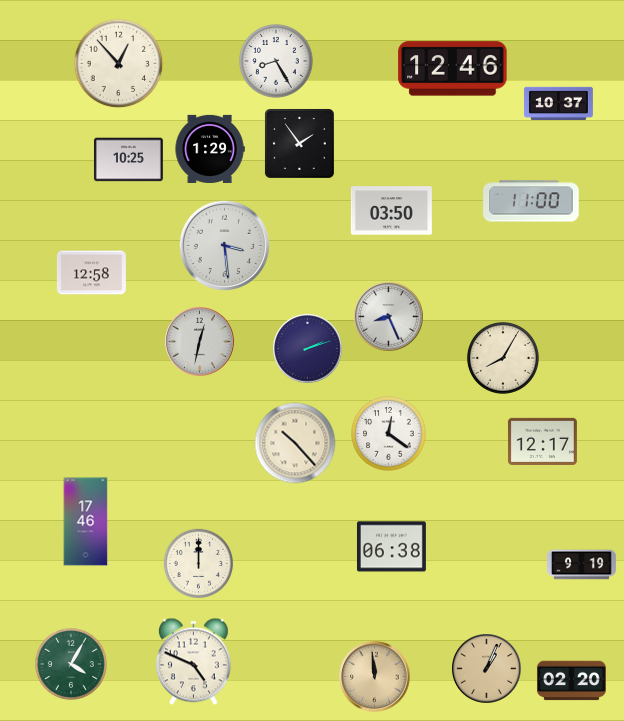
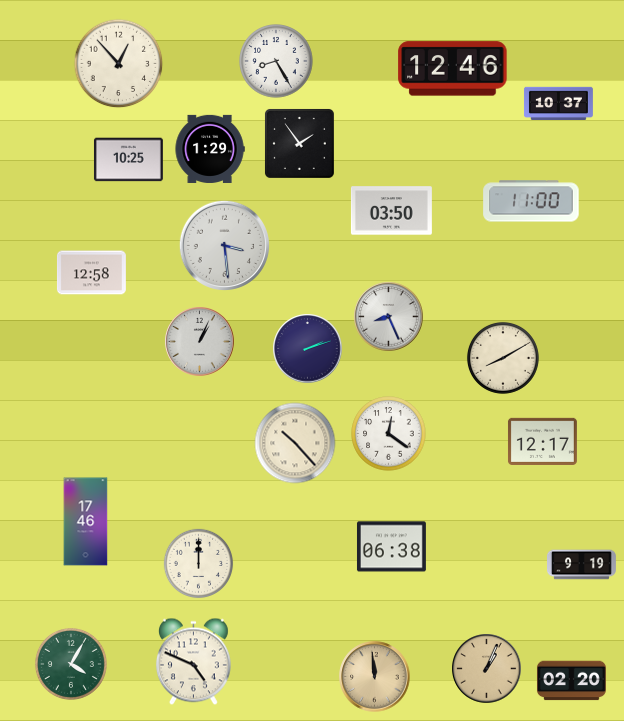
clock at (200, 342): 12:32 -> 1:04
clock at (503, 358): 8:05 -> 8:10
